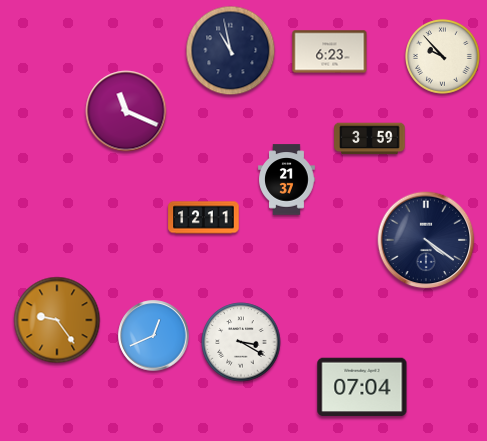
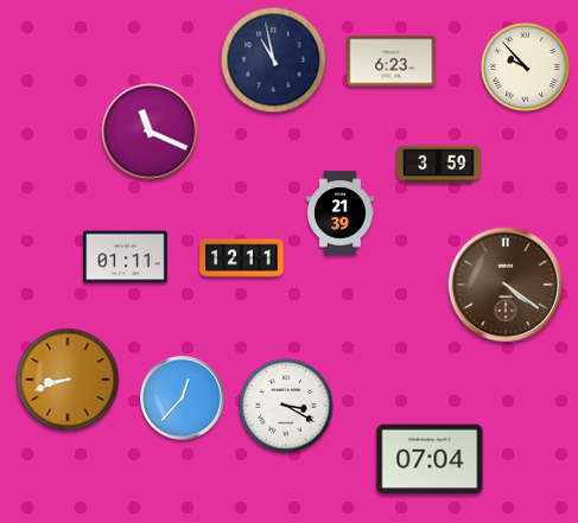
clock at (287, 180): 21:37 -> 21:39
clock at (126, 257): none -> 01:11
clock at (426, 240) dial: navy -> brown
clock at (57, 320): 9:24 -> 8:42
clock at (154, 336): 12:41 -> 12:37
